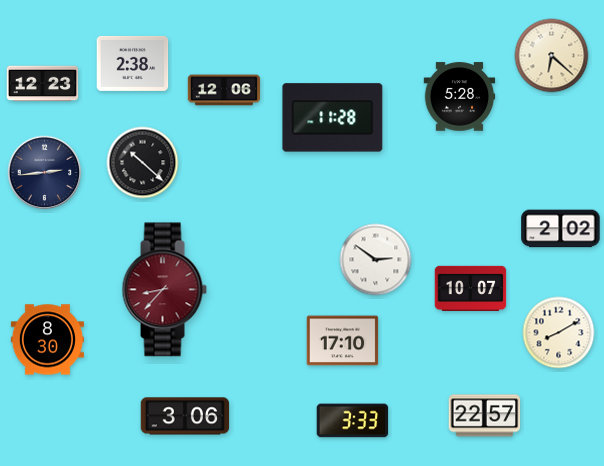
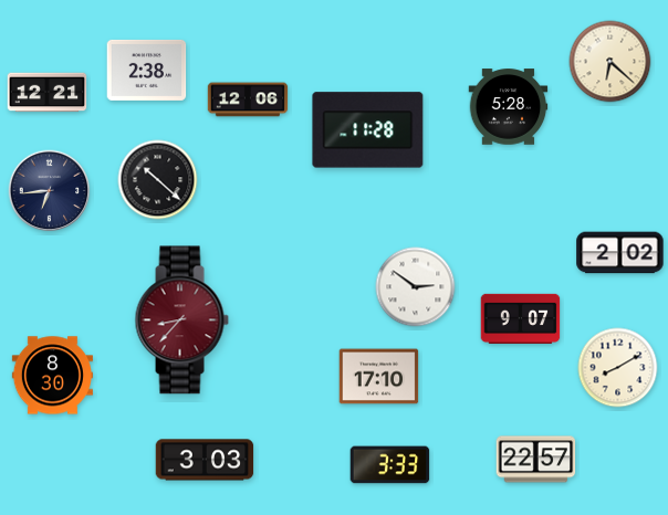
clock at (43, 84): 12:23 -> 12:21
clock at (45, 173): 2:44 -> 6:44
clock at (471, 288): 10:07 -> 9:07
clock at (185, 416): 3:06 -> 3:03
